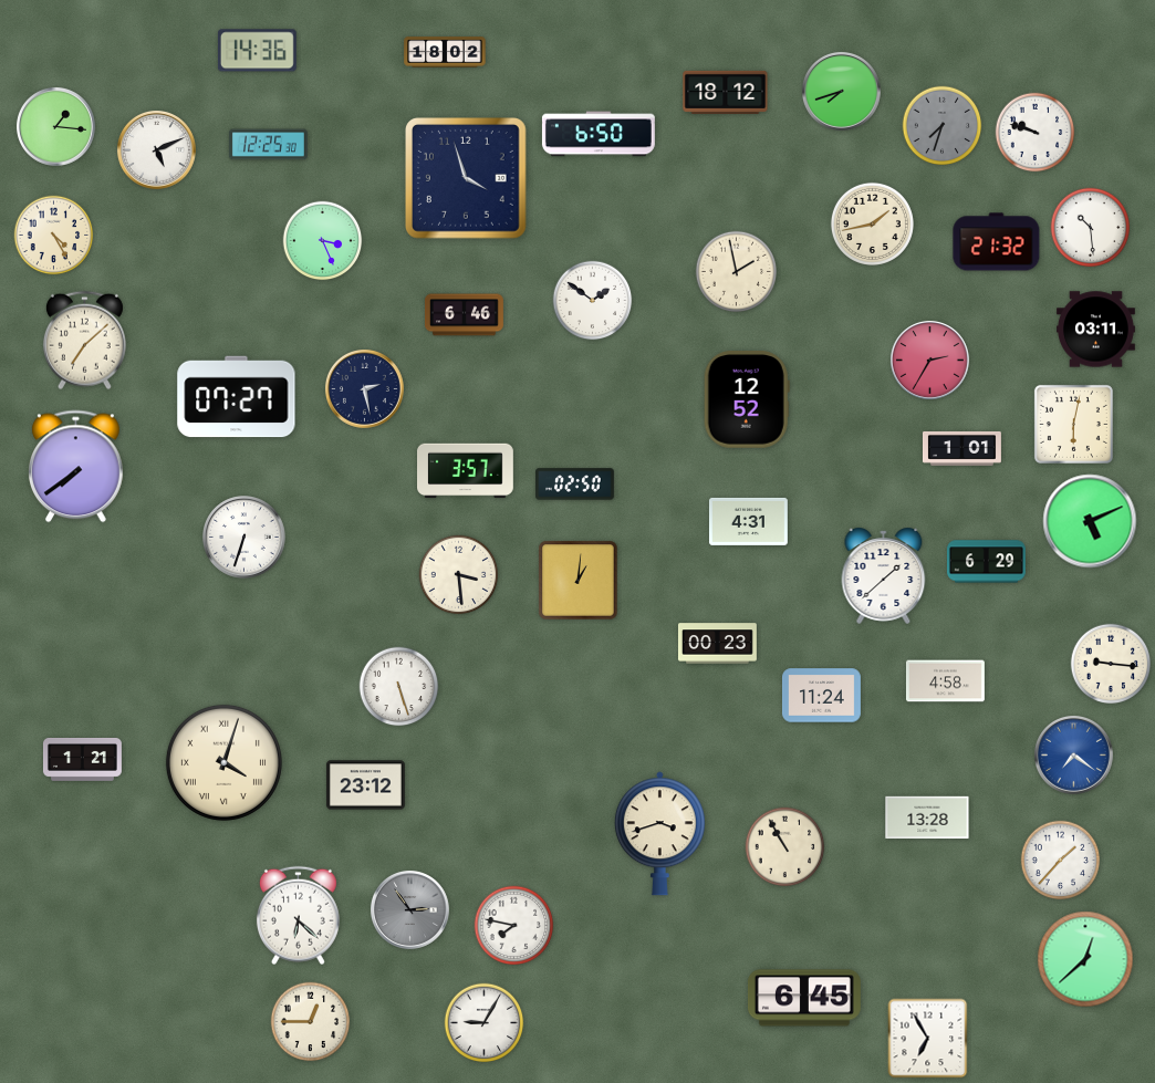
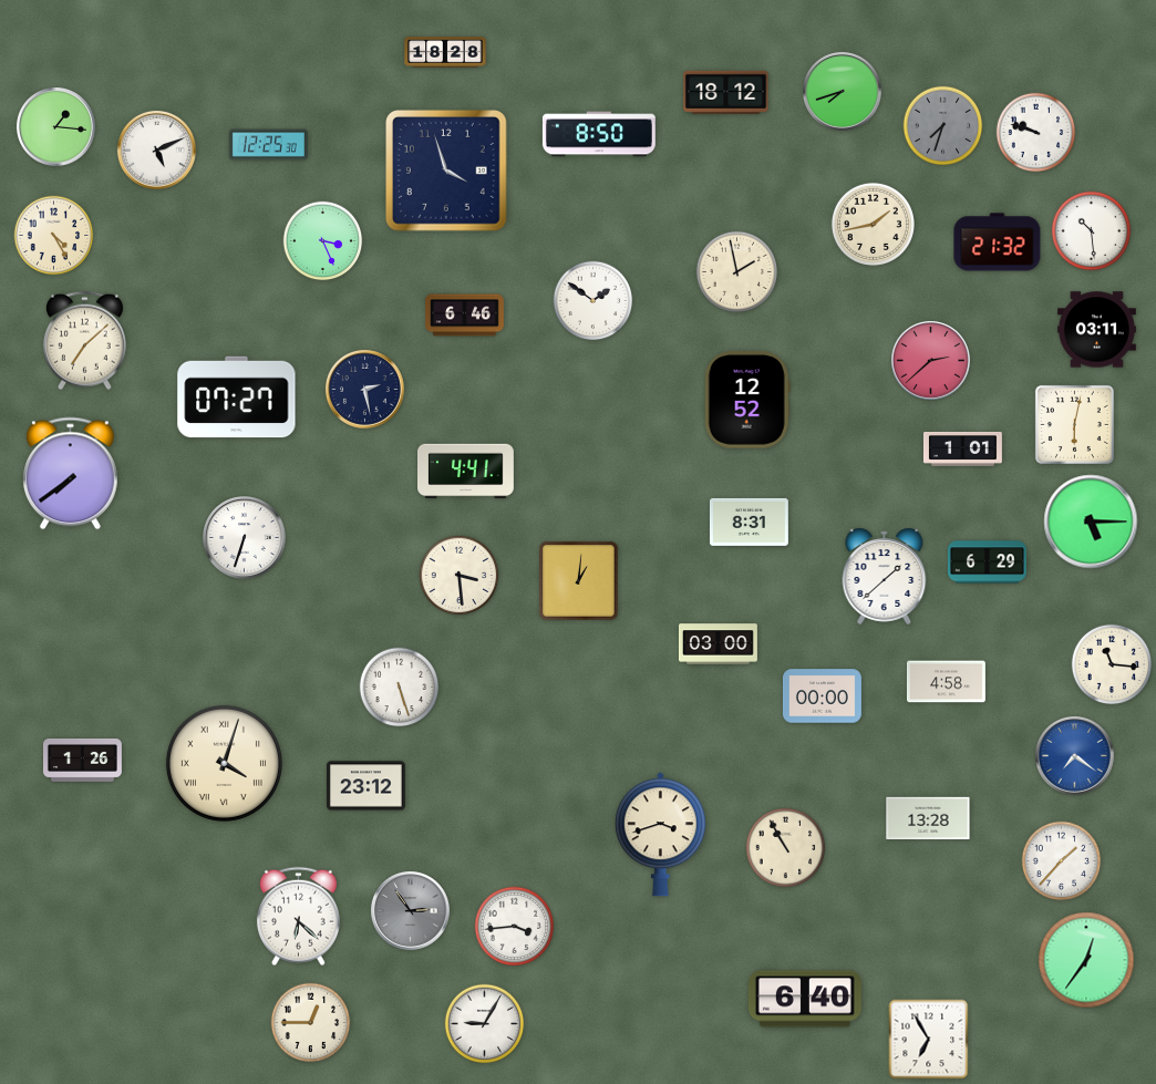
clock at (257, 51): 14:36 -> none
clock at (445, 52): 18:02 -> 18:28
clock at (599, 134): 6:50 -> 8:50
clock at (467, 179) position: (467, 179) -> (447, 172)
clock at (1091, 228) position: (1091, 228) -> (1092, 231)
clock at (929, 360): 2:35 -> 2:38
clock at (76, 467) position: (76, 467) -> (71, 474)
clock at (466, 471): 3:57 -> 4:41
clock at (574, 485): 02:50 -> none
clock at (748, 521): 4:31 -> 8:31
clock at (1090, 521): 5:11 -> 5:15
clock at (717, 644): 00:23 -> 03:00
clock at (1111, 664): 9:16 -> 11:16
clock at (822, 696): 11:24 -> 00:00
clock at (83, 759): 1:21 -> 1:26
clock at (514, 926): 7:47 -> 3:44
clock at (1085, 959): 12:38 -> 12:36
clock at (804, 998): 6:45 -> 6:40
